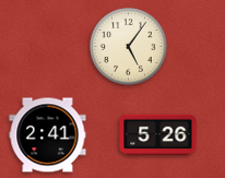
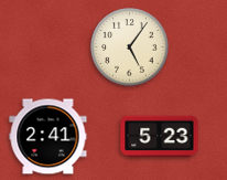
clock at (158, 135): 5:26 -> 5:23
